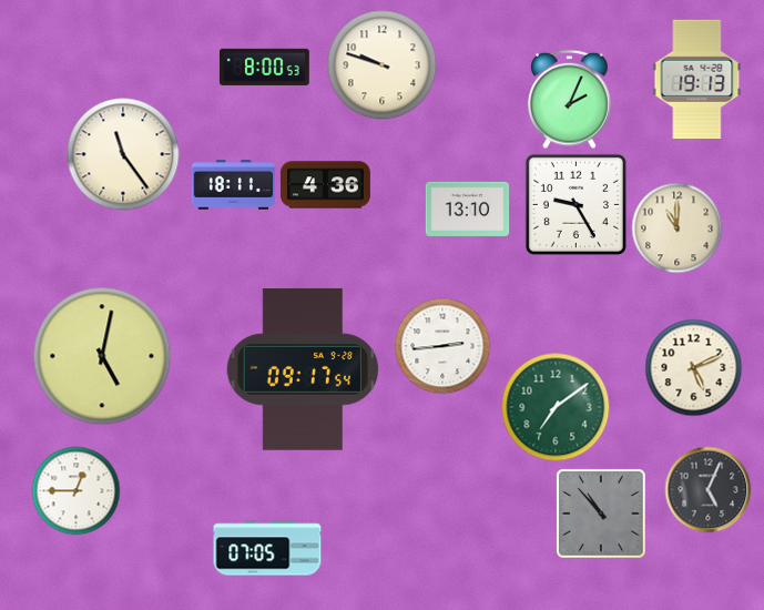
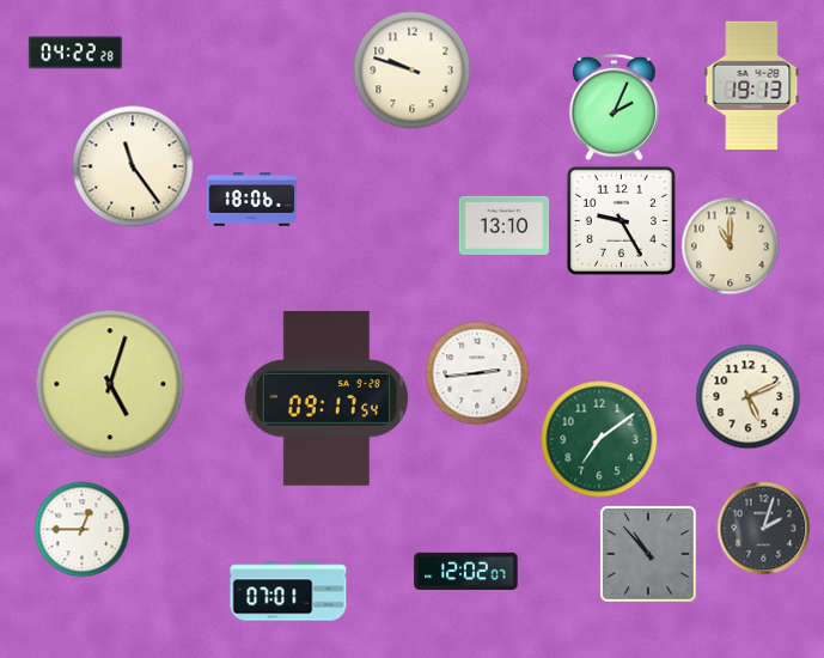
clock at (75, 53): none -> 04:22
clock at (264, 67): 8:00 -> none
clock at (234, 185): 18:11 -> 18:06
clock at (326, 185): 4:36 -> none
clock at (102, 356): 5:02 -> 5:03
clock at (709, 490): 5:04 -> 2:03
clock at (466, 571): none -> 12:02
clock at (267, 548): 07:05 -> 07:01
